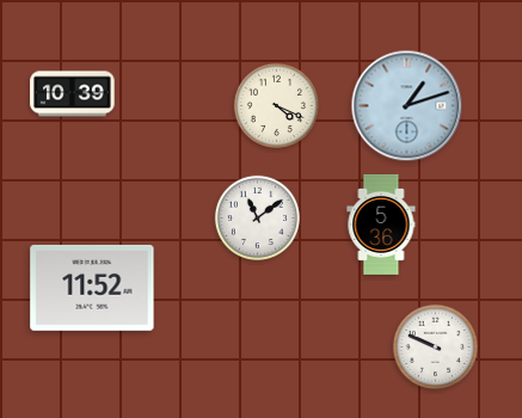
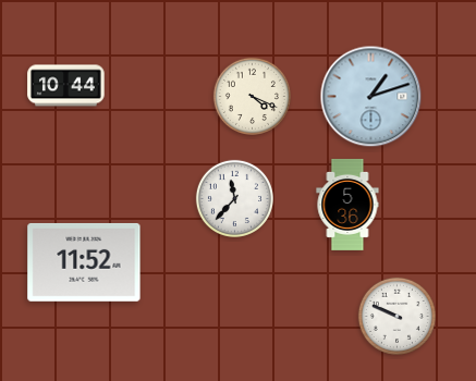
clock at (73, 94): 10:39 -> 10:44
clock at (257, 217): 11:09 -> 11:37
